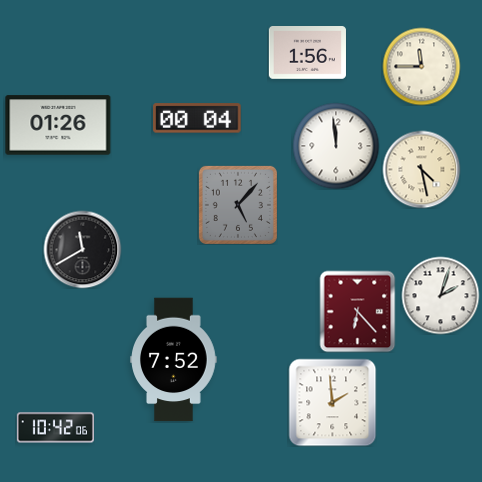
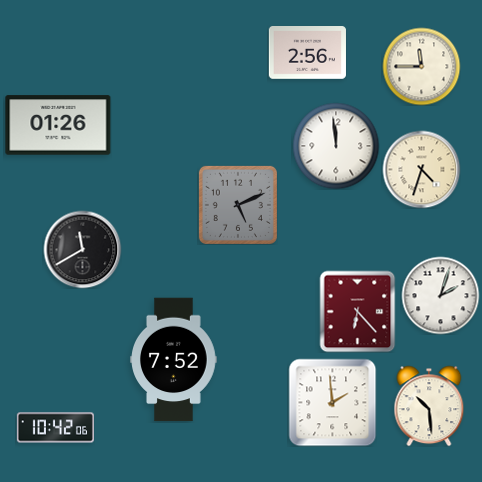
clock at (307, 53): 1:56 -> 2:56
clock at (197, 118): 00:04 -> none
clock at (421, 169): 4:28 -> 4:33
clock at (238, 205): 5:07 -> 5:11
clock at (429, 406): none -> 10:29
